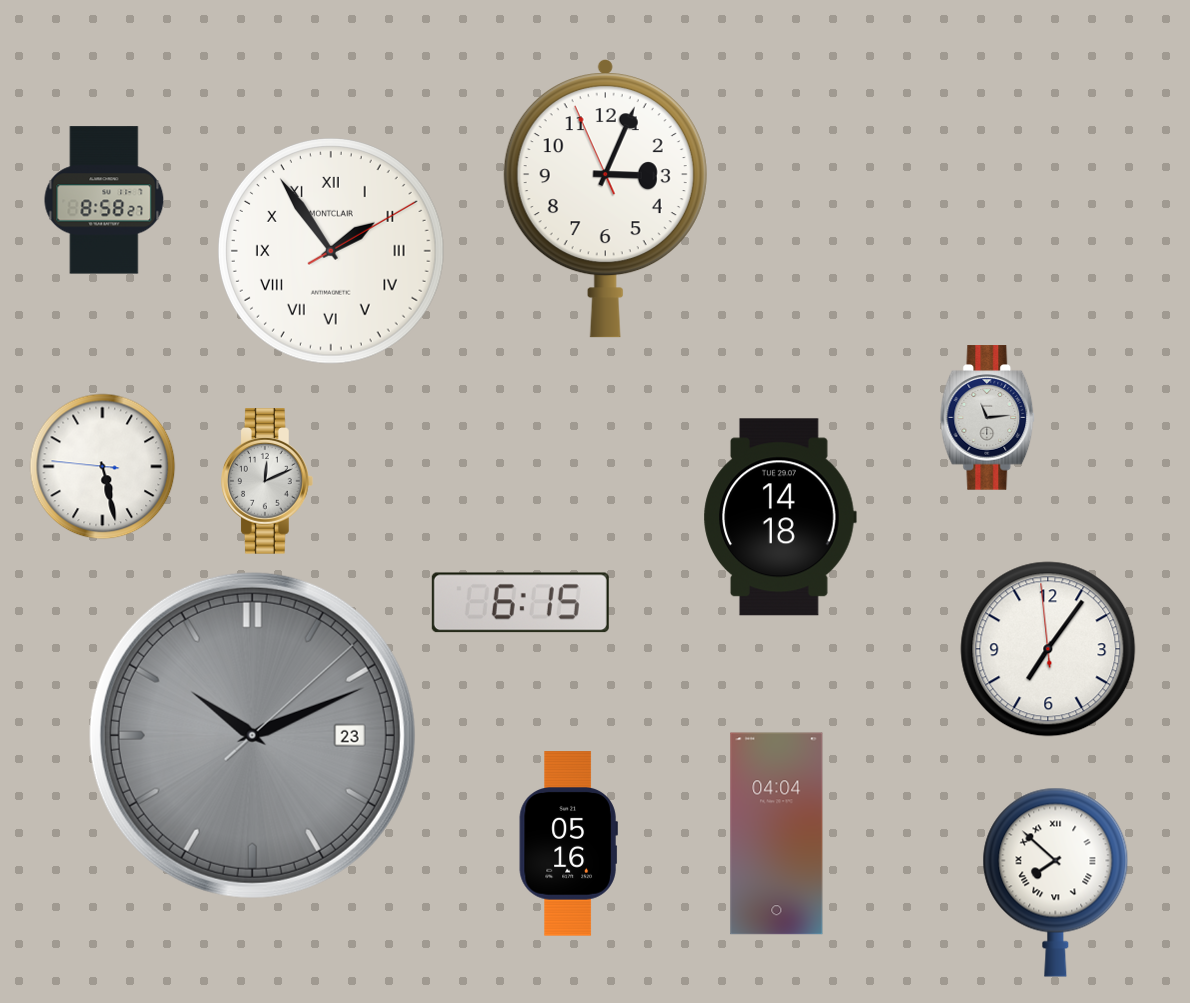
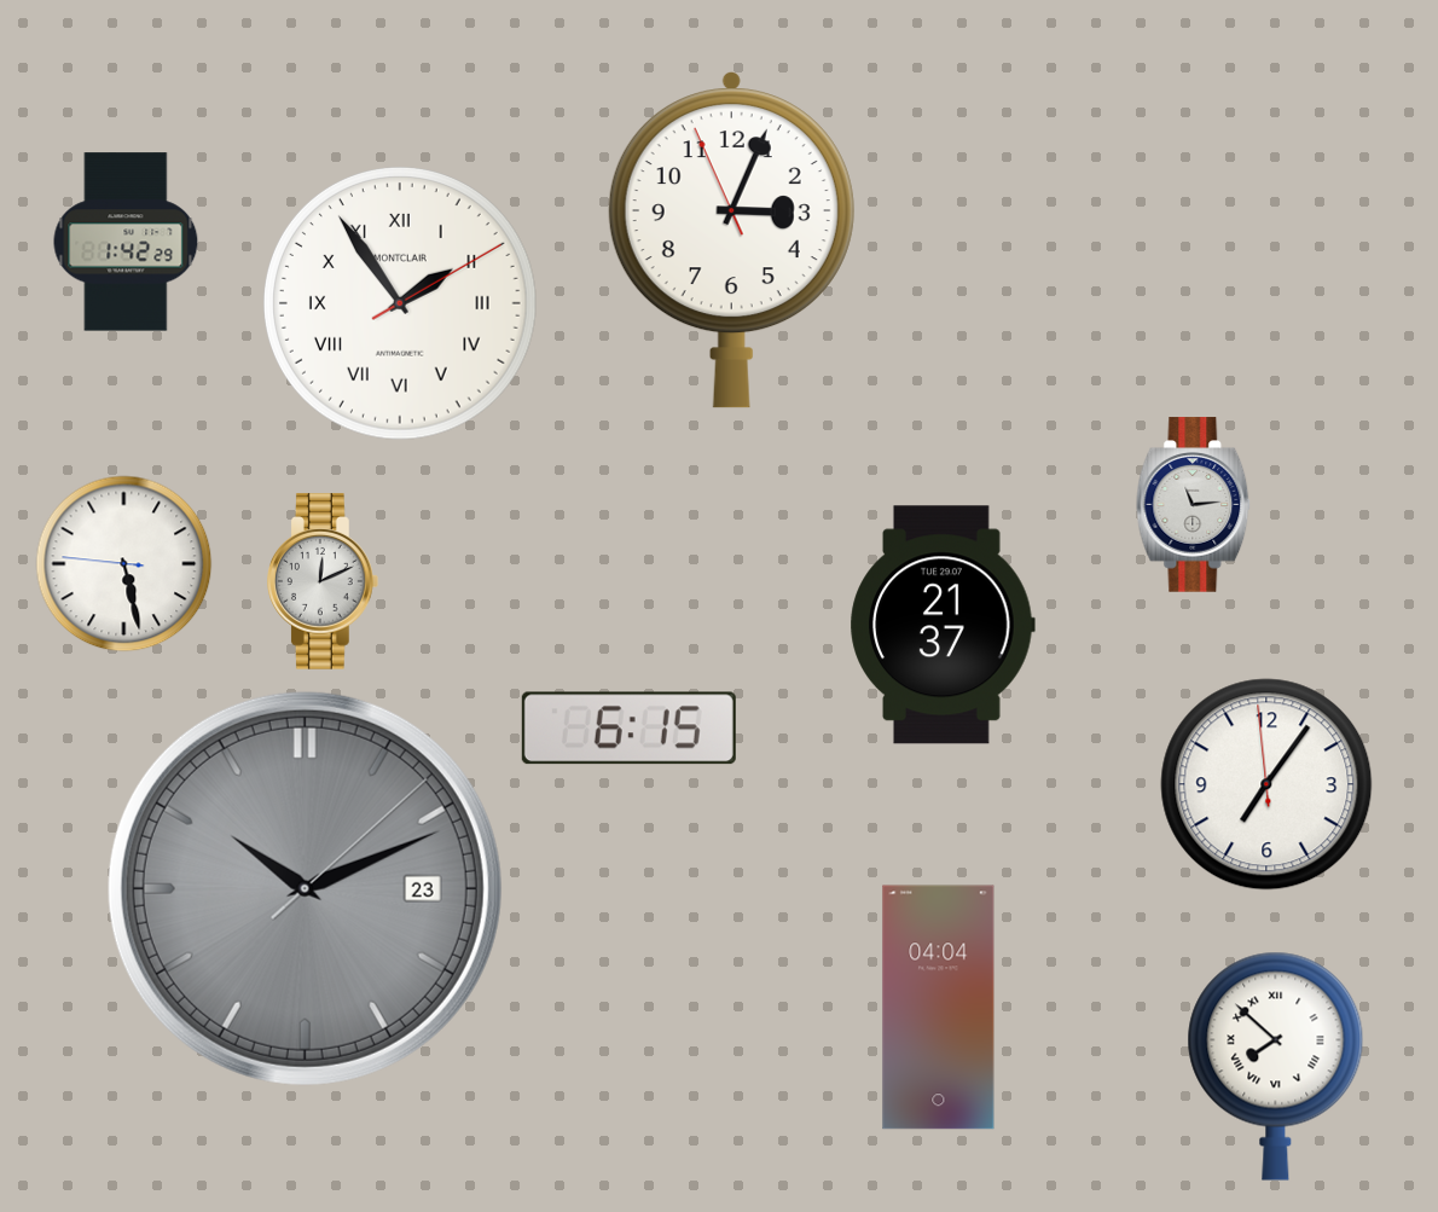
clock at (104, 200): 8:58 -> 1:42
clock at (780, 517): 14:18 -> 21:37
clock at (568, 844): 05:16 -> none
